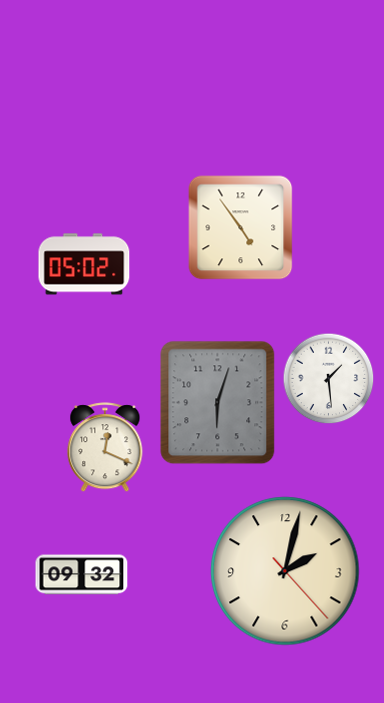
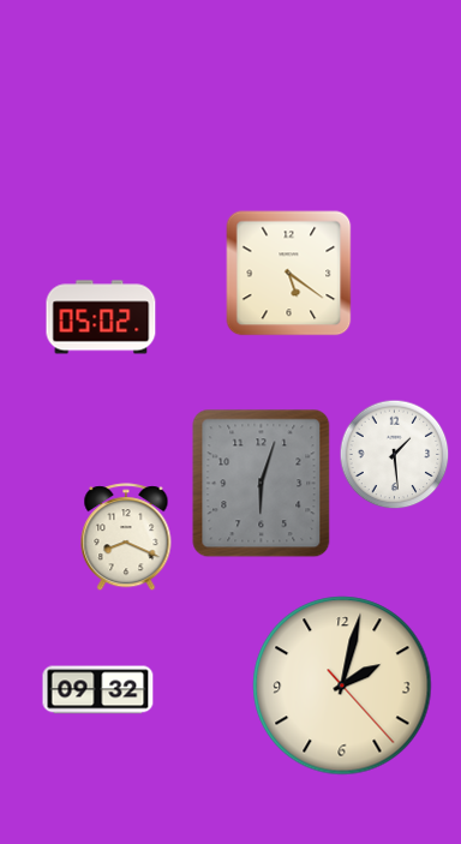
clock at (241, 228): 4:54 -> 5:21
clock at (105, 447): 12:19 -> 8:19
